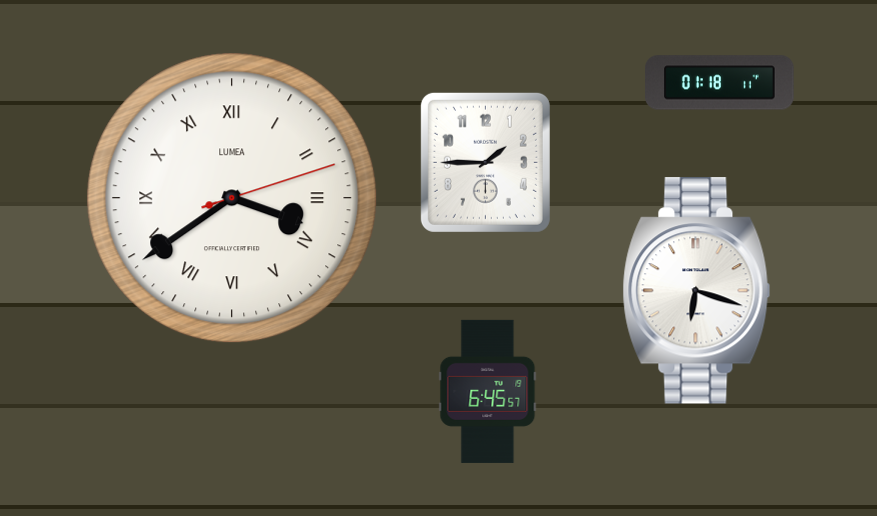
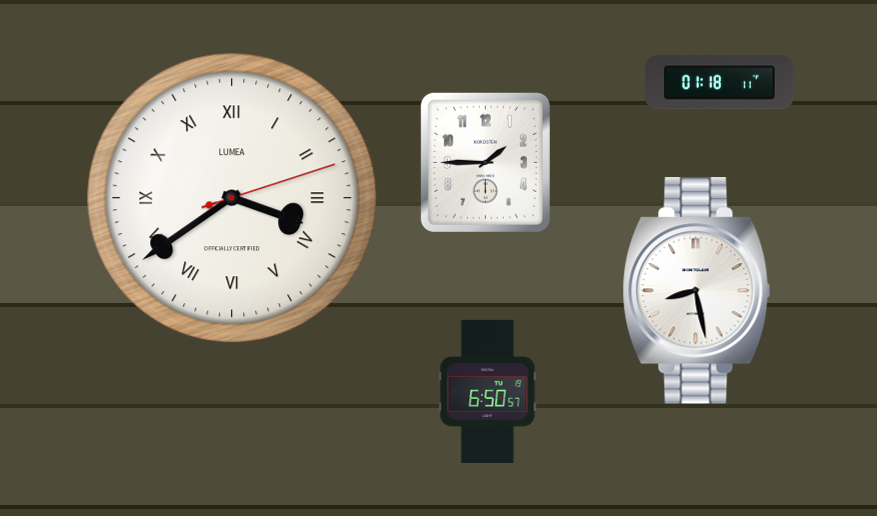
clock at (697, 291): 6:18 -> 8:28
clock at (488, 391): 6:45 -> 6:50
